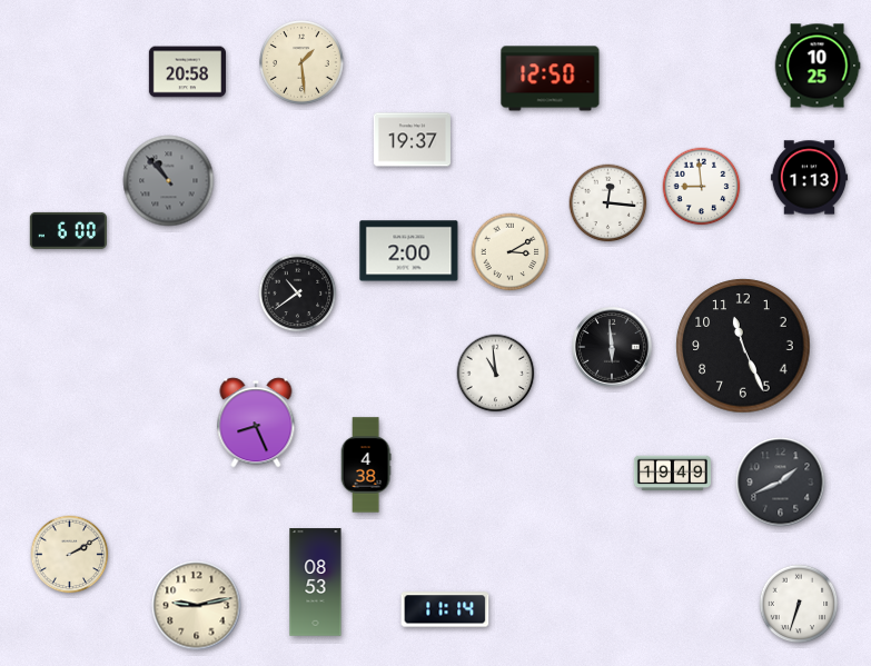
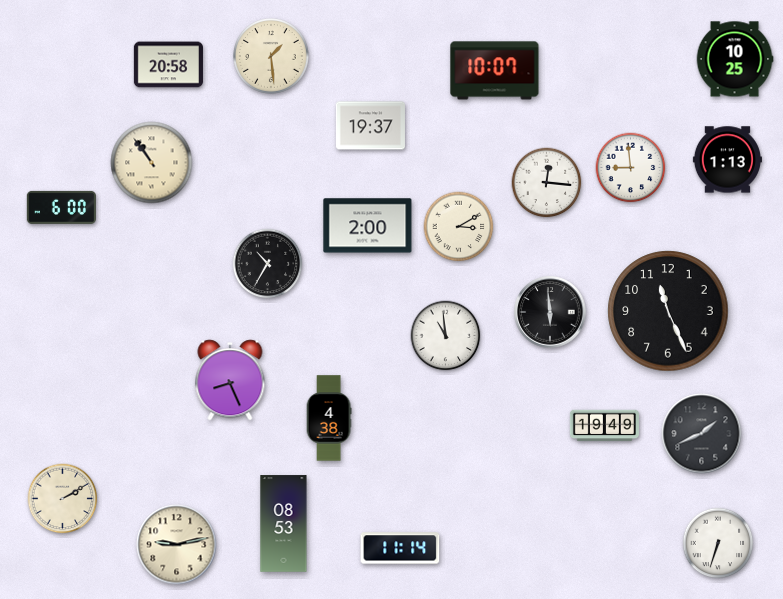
clock at (551, 79): 12:50 -> 10:07
clock at (169, 181): 10:53 -> 10:54
clock at (169, 181) dial: grey -> cream
clock at (298, 294): 10:39 -> 10:35
